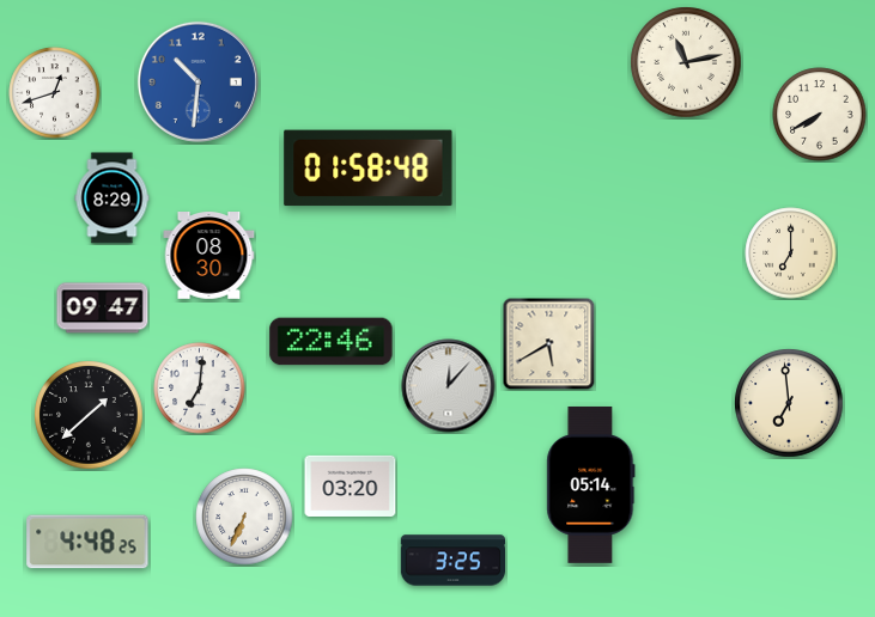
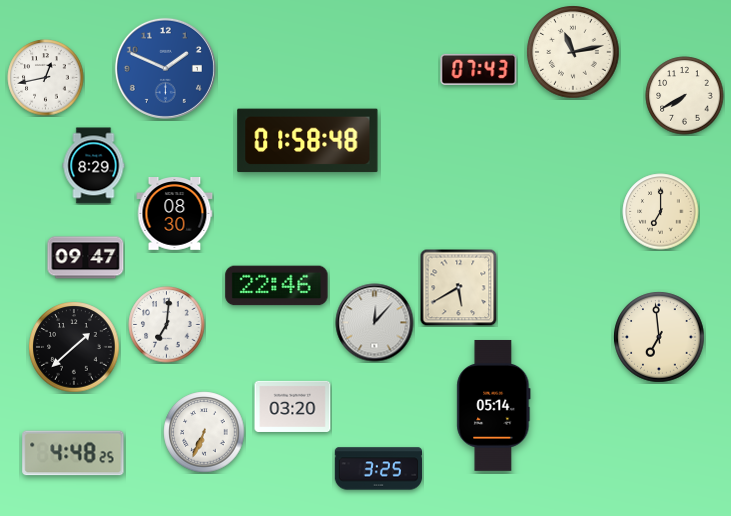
clock at (198, 81): 10:31 -> 1:49
clock at (479, 69): none -> 07:43
clock at (55, 93): 12:42 -> 12:43
